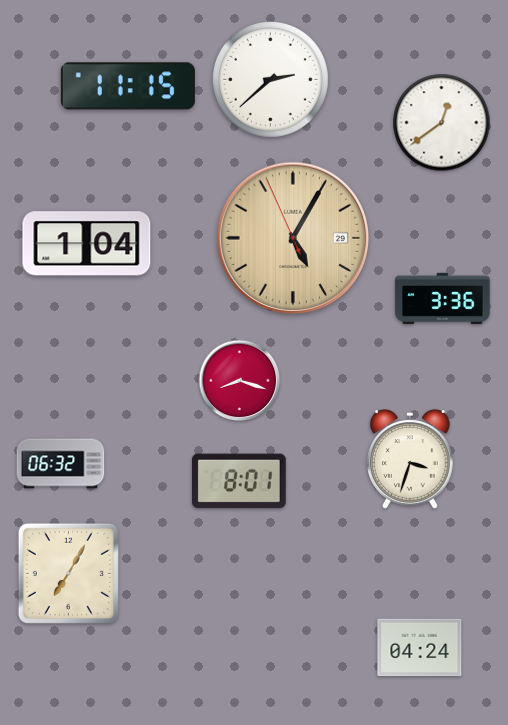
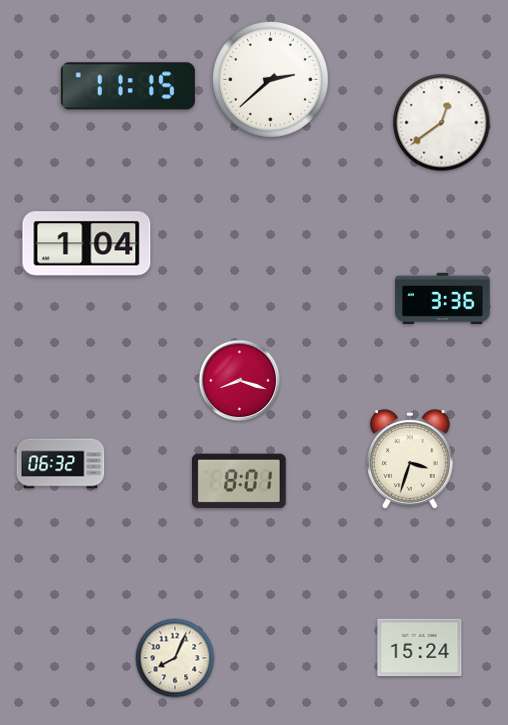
clock at (292, 237): 5:04 -> none
clock at (68, 573): 7:05 -> none
clock at (420, 648): 04:24 -> 15:24
clock at (175, 658): none -> 8:04
